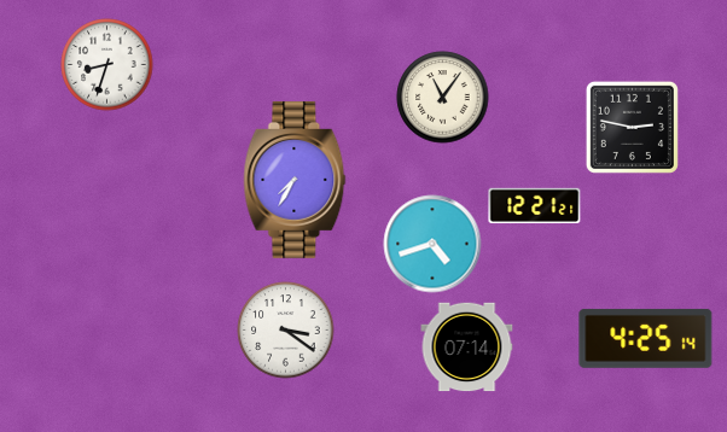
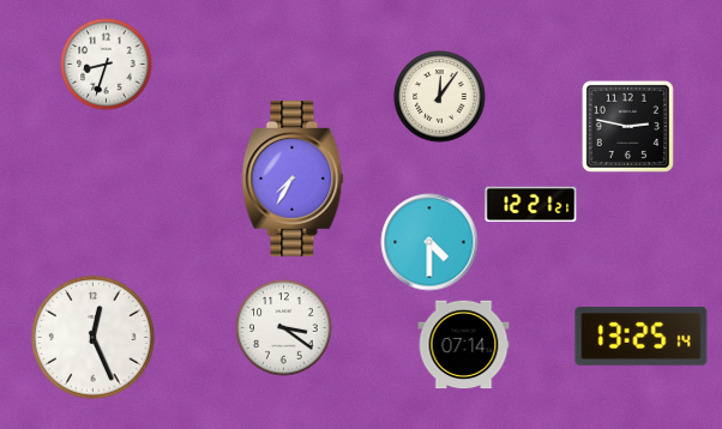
clock at (443, 98): 11:06 -> 12:06
clock at (432, 244): 4:42 -> 4:30
clock at (646, 338): 4:25 -> 13:25
clock at (94, 338): none -> 12:26
